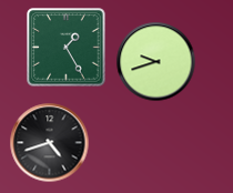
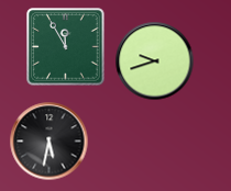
clock at (67, 48): 1:25 -> 11:55
clock at (50, 143): 4:42 -> 5:32
